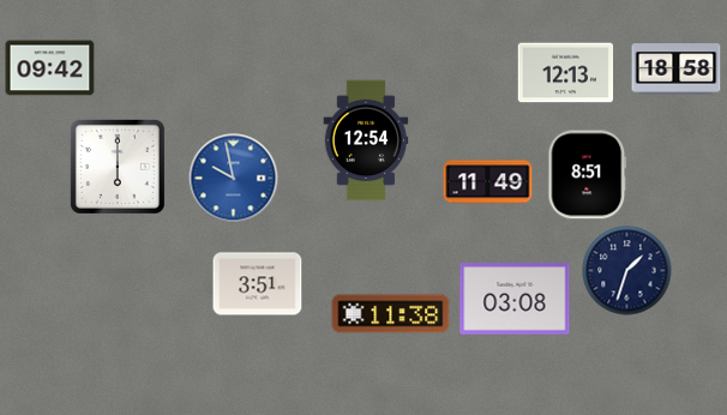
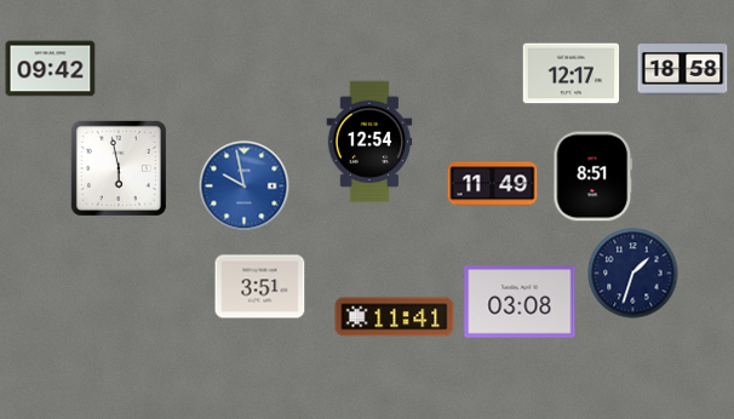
clock at (566, 73): 12:13 -> 12:17
clock at (118, 167): 6:00 -> 5:58
clock at (234, 179) position: (234, 179) -> (245, 186)
clock at (391, 314): 11:38 -> 11:41
